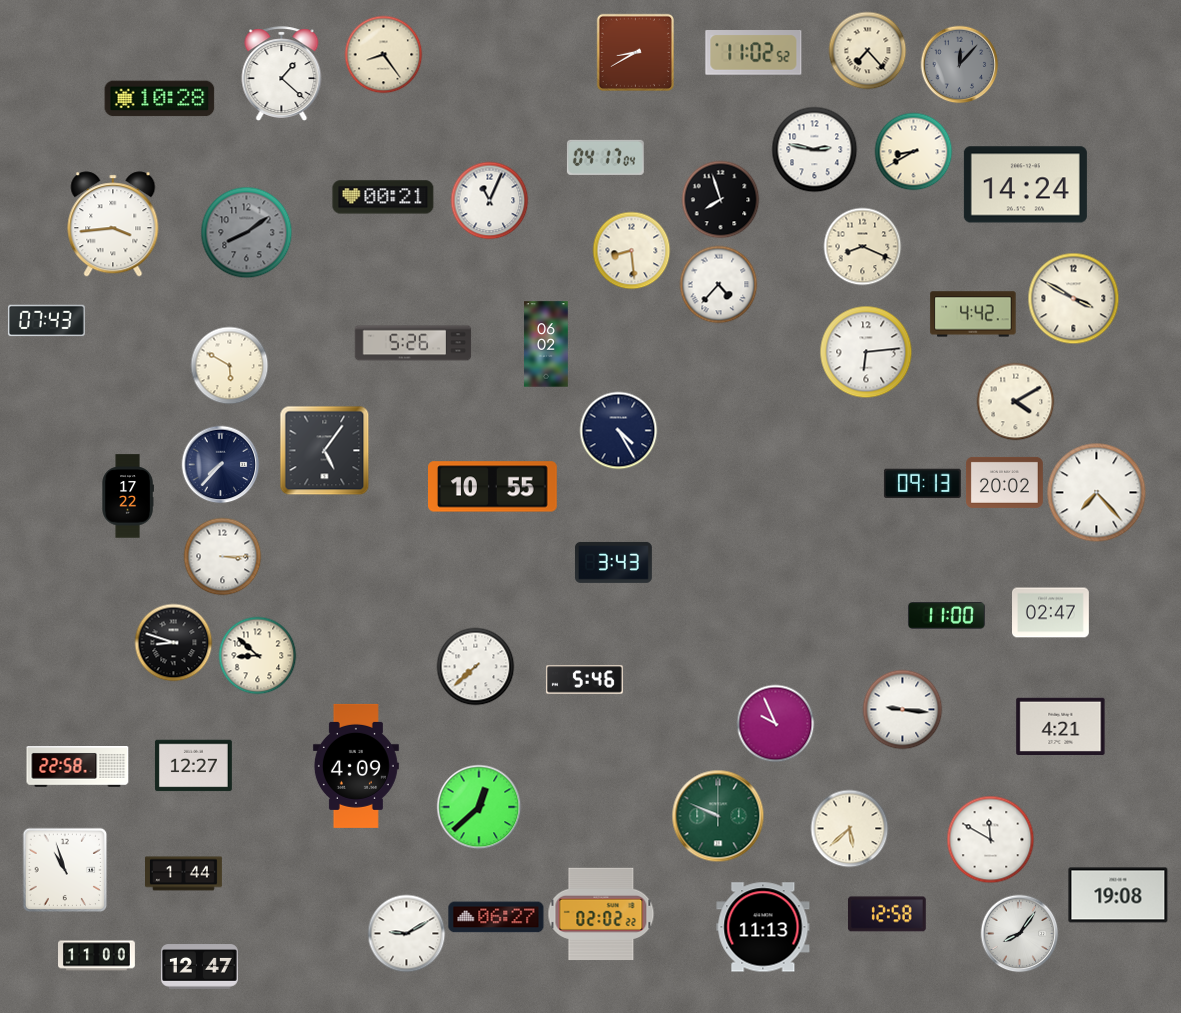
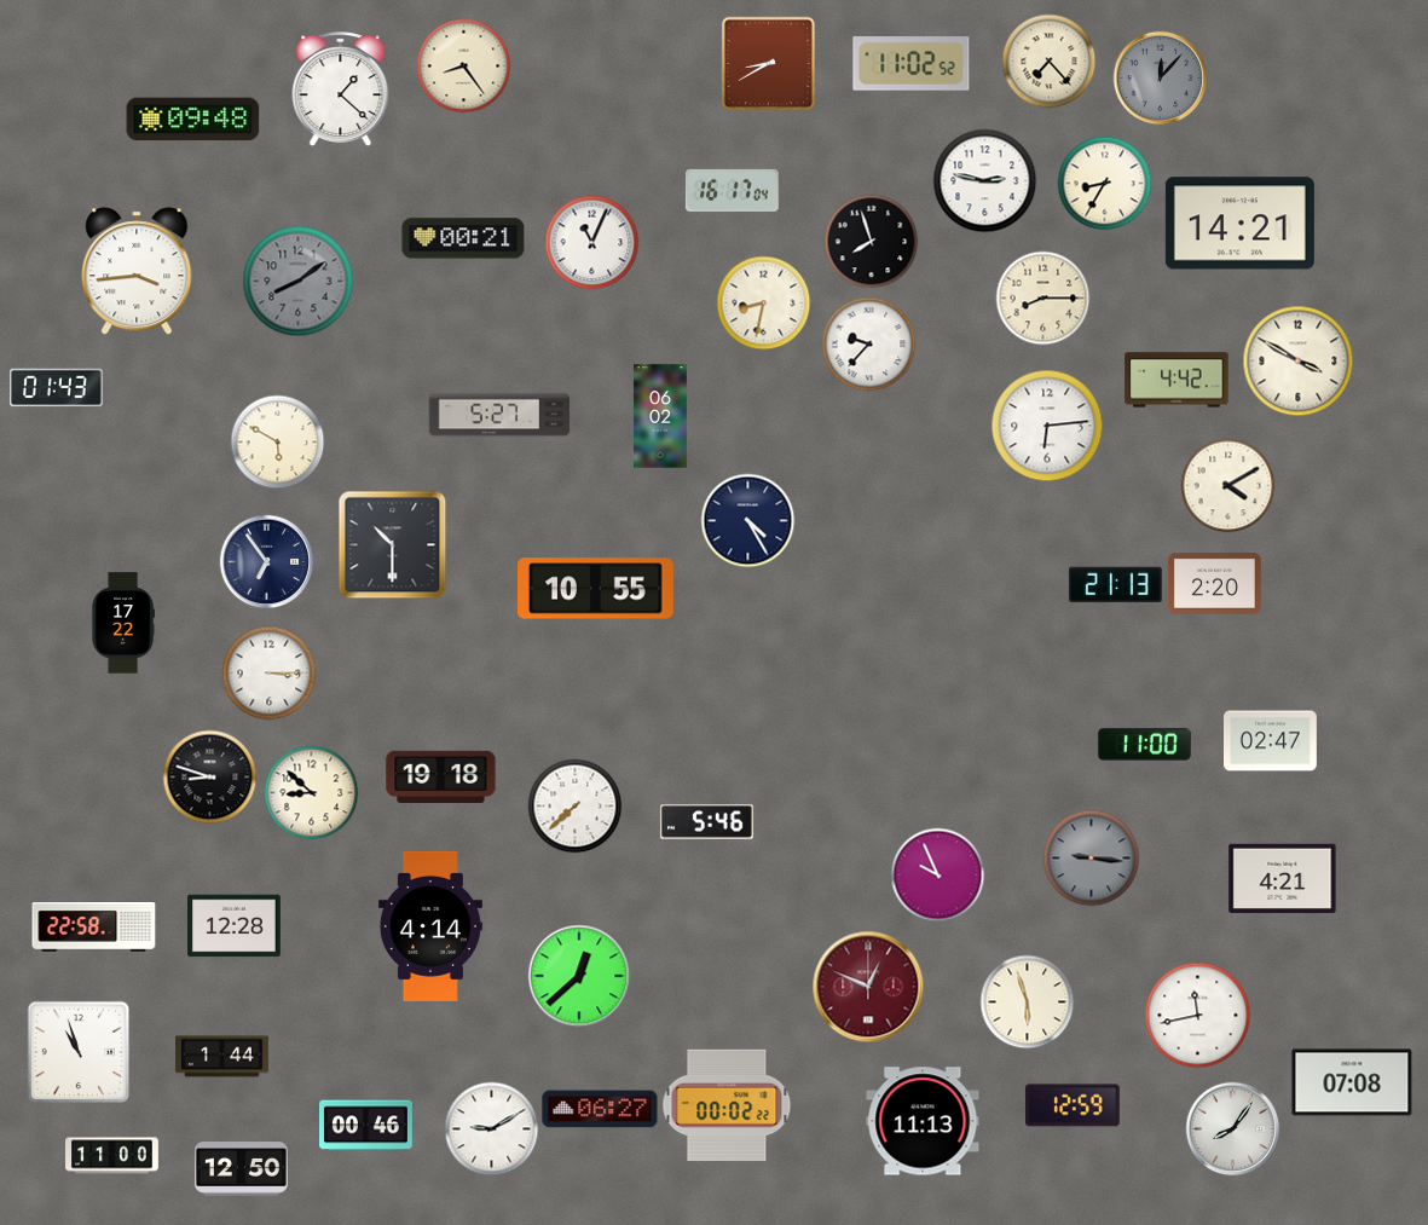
clock at (160, 99): 10:28 -> 09:48
clock at (913, 151): 8:40 -> 8:35
clock at (605, 157): 04:17 -> 16:17
clock at (1025, 185): 14:24 -> 14:21
clock at (862, 246): 8:19 -> 8:15
clock at (631, 250): 8:29 -> 8:32
clock at (718, 284): 4:37 -> 9:37
clock at (46, 321): 07:43 -> 01:43
clock at (413, 343): 5:26 -> 5:27
clock at (324, 450): 5:06 -> 10:30
clock at (220, 464): 7:37 -> 6:54
clock at (1004, 482): 20:02 -> 2:20
clock at (922, 484): 09:13 -> 21:13
clock at (1097, 493): 7:23 -> none
clock at (128, 496) position: (128, 496) -> (123, 623)
clock at (614, 562): 3:43 -> none
clock at (441, 776): none -> 19:18
clock at (902, 709) dial: white -> grey
clock at (193, 766): 12:27 -> 12:28
clock at (356, 766): 4:09 -> 4:14
clock at (718, 816): 9:49 -> 12:49
clock at (718, 816) dial: green -> burgundy
clock at (849, 828): 5:38 -> 5:57
clock at (990, 839): 11:50 -> 11:43
clock at (1118, 895): 19:08 -> 07:08
clock at (601, 914): 02:02 -> 00:02
clock at (887, 914): 12:58 -> 12:59
clock at (366, 1126): none -> 00:46
clock at (97, 956) position: (97, 956) -> (112, 1156)
clock at (199, 967): 12:47 -> 12:50
